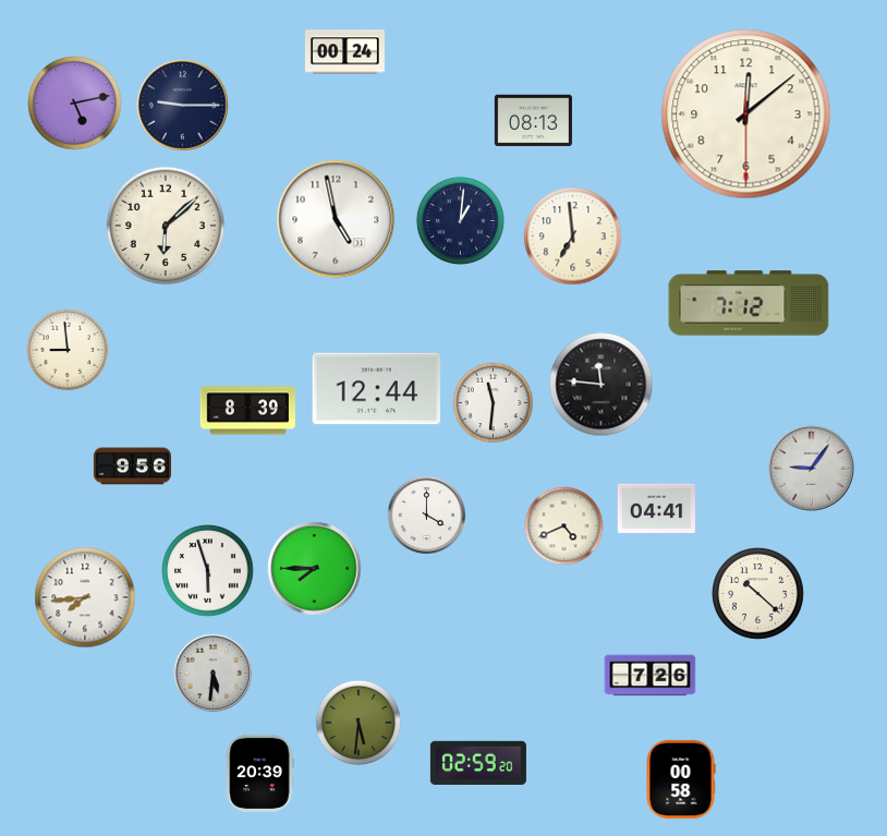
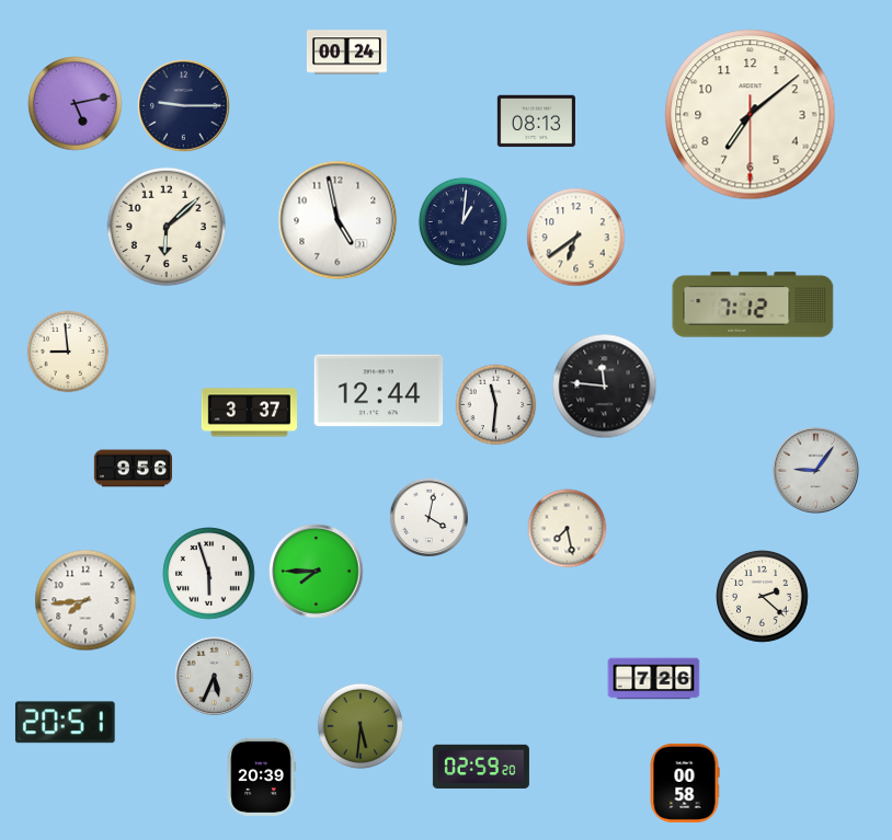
clock at (746, 114): 12:08 -> 7:08
clock at (573, 237): 6:59 -> 6:39
clock at (247, 411): 8:39 -> 3:37
clock at (656, 508): 04:41 -> none
clock at (426, 514): 4:00 -> 4:02
clock at (564, 526): 4:41 -> 7:28
clock at (758, 594): 10:22 -> 2:22
clock at (212, 673): 5:31 -> 5:34
clock at (65, 723): none -> 20:51
